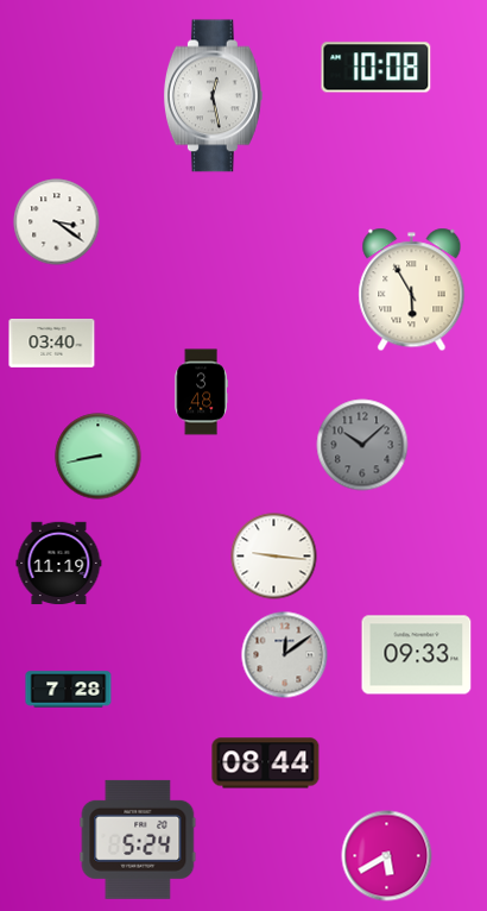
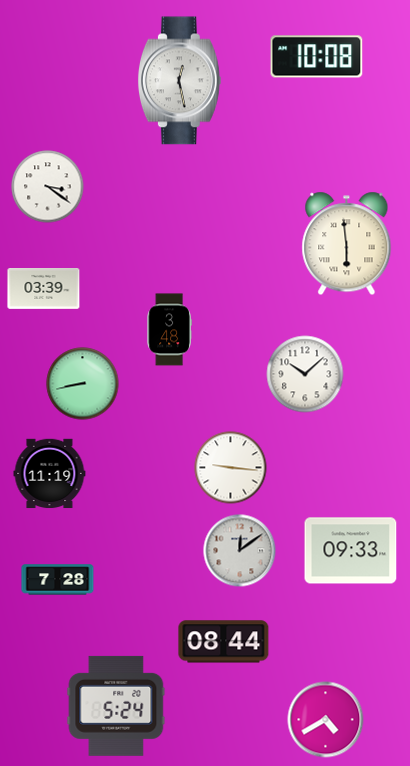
clock at (412, 290): 5:55 -> 5:59
clock at (52, 344): 03:40 -> 03:39
clock at (362, 445) dial: grey -> white
clock at (387, 856): 5:40 -> 4:40
